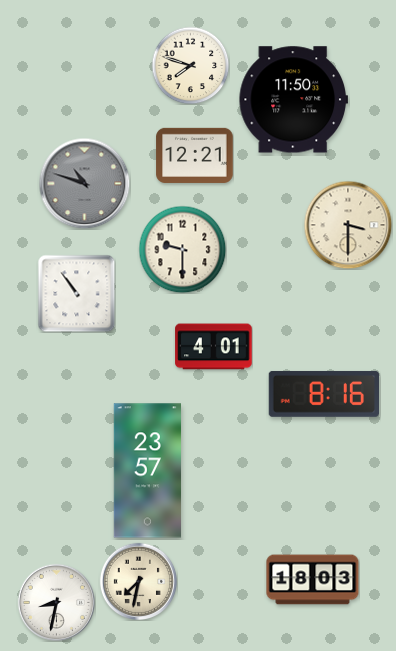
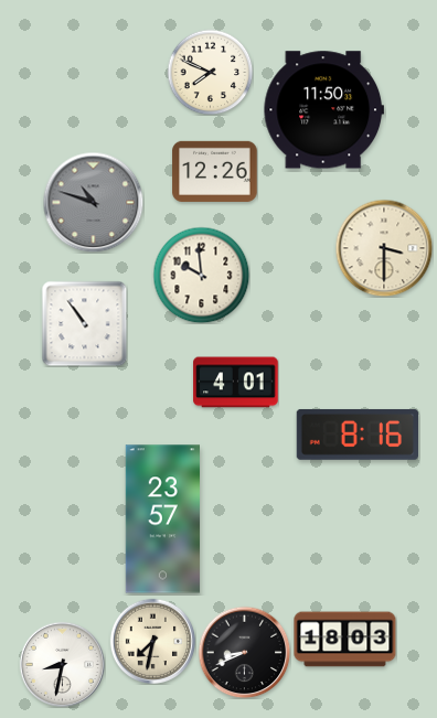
clock at (190, 65): 7:48 -> 7:49
clock at (195, 155): 12:21 -> 12:26
clock at (182, 249): 9:30 -> 9:59
clock at (244, 652): none -> 8:41
